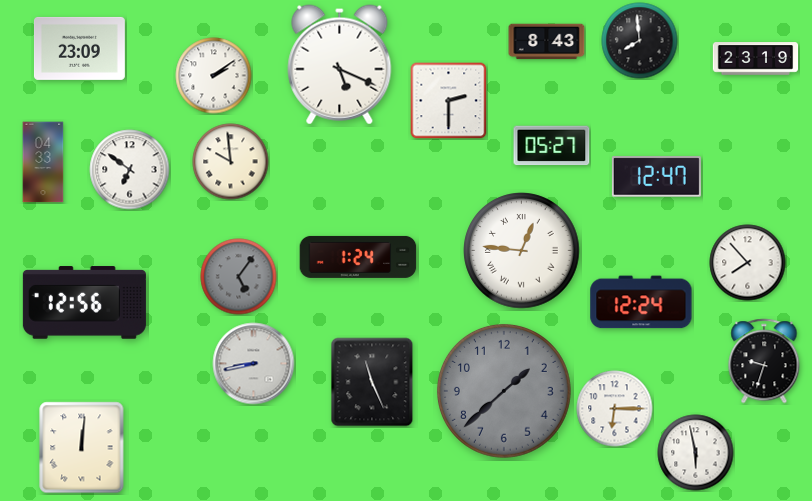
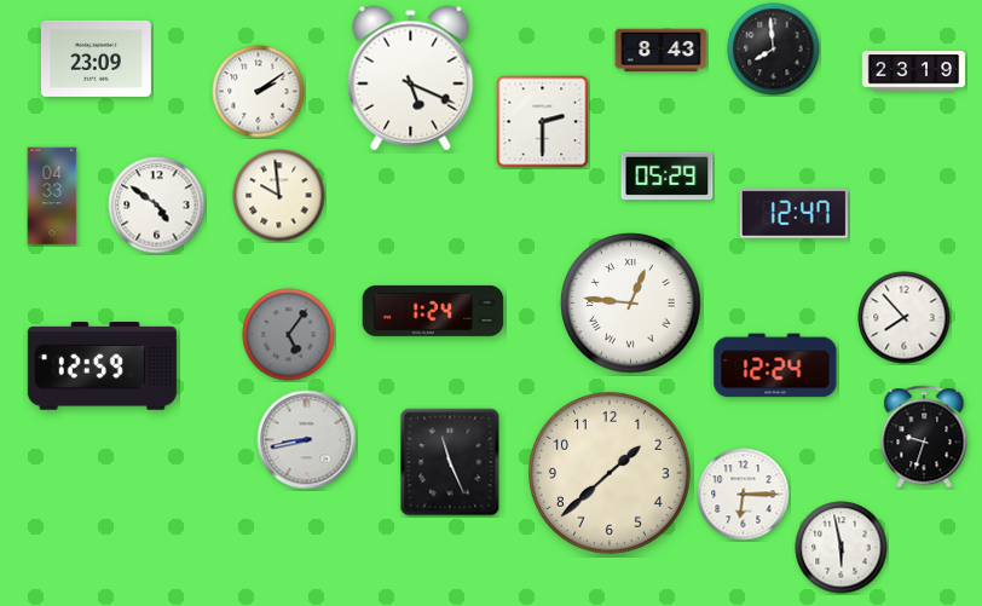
clock at (552, 146): 05:27 -> 05:29
clock at (130, 170): 6:51 -> 4:51
clock at (84, 303): 12:56 -> 12:59
clock at (504, 391) dial: grey -> cream
clock at (82, 448): 12:01 -> none
